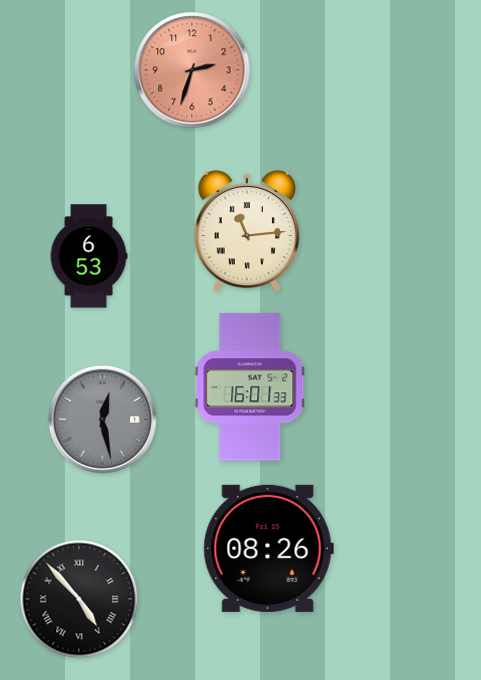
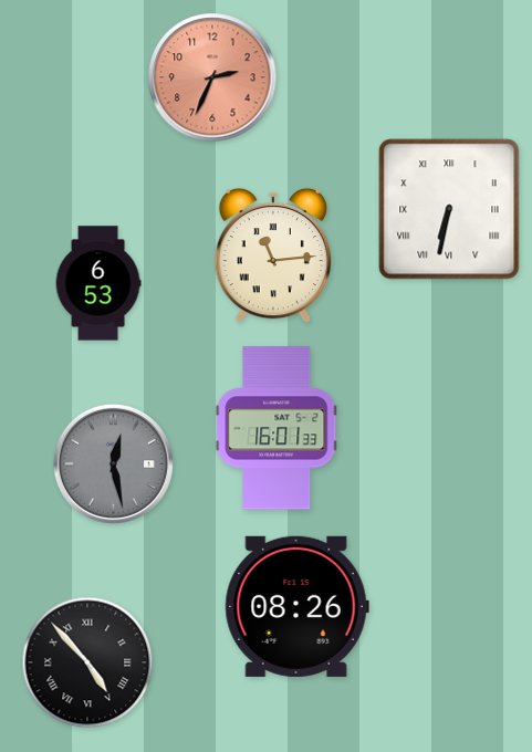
clock at (192, 70): 2:33 -> 2:34
clock at (449, 209): none -> 6:32
